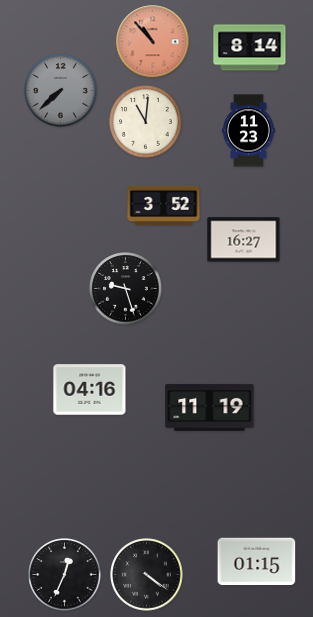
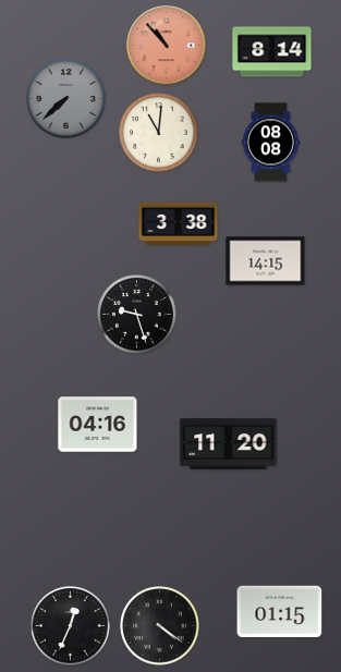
clock at (248, 131): 11:23 -> 08:08
clock at (164, 205): 3:52 -> 3:38
clock at (244, 240): 16:27 -> 14:15
clock at (210, 407): 11:19 -> 11:20
